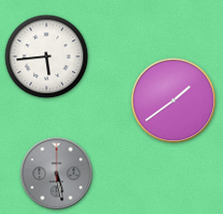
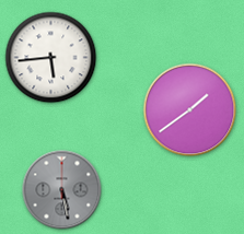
clock at (47, 57) position: (47, 57) -> (51, 58)
